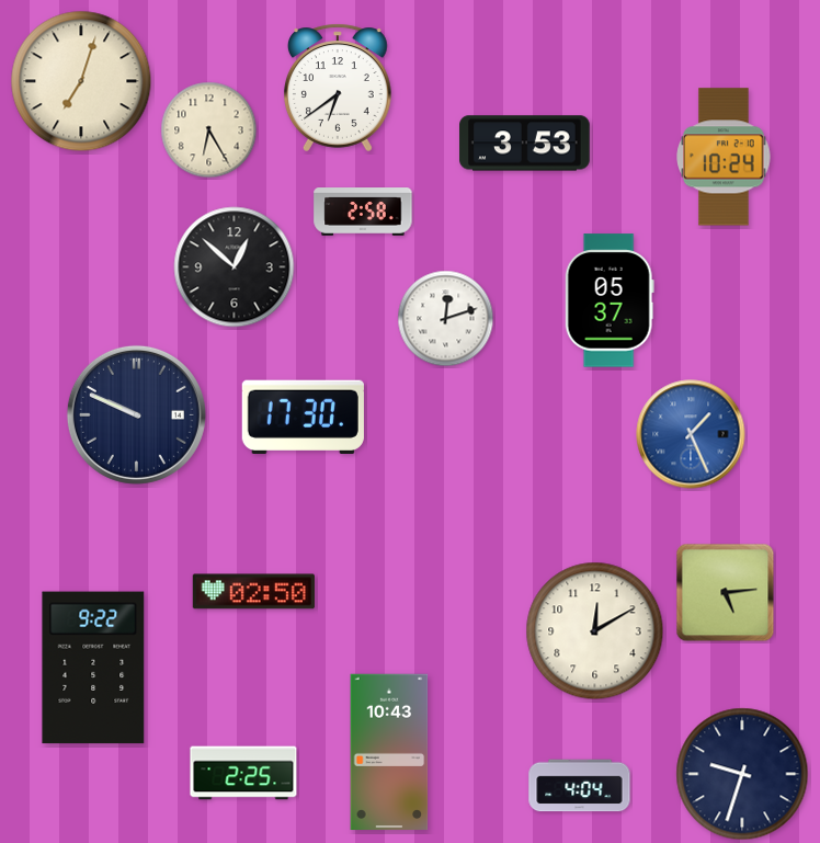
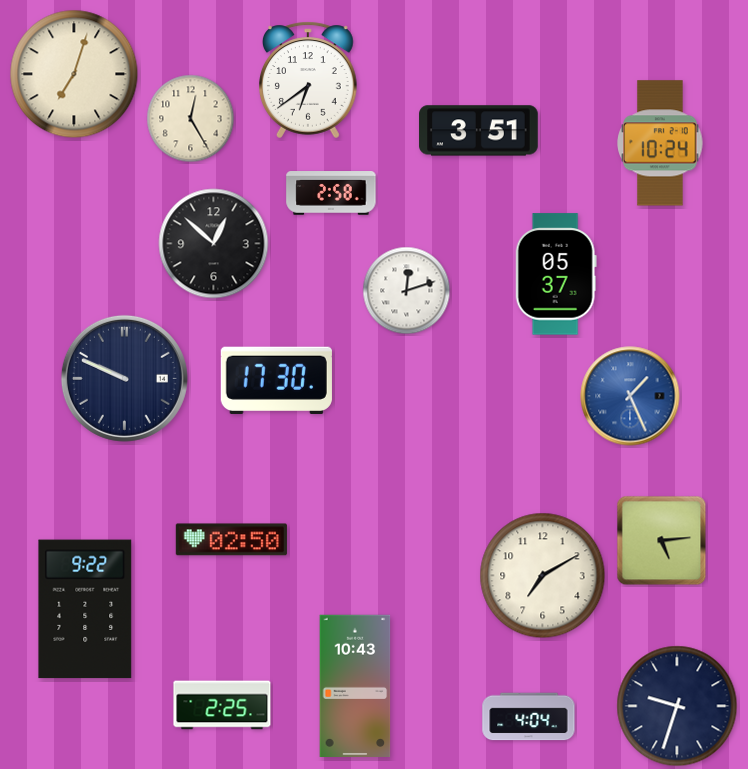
clock at (209, 130): 6:25 -> 12:25
clock at (525, 144): 3:53 -> 3:51
clock at (595, 631): 12:10 -> 7:10
